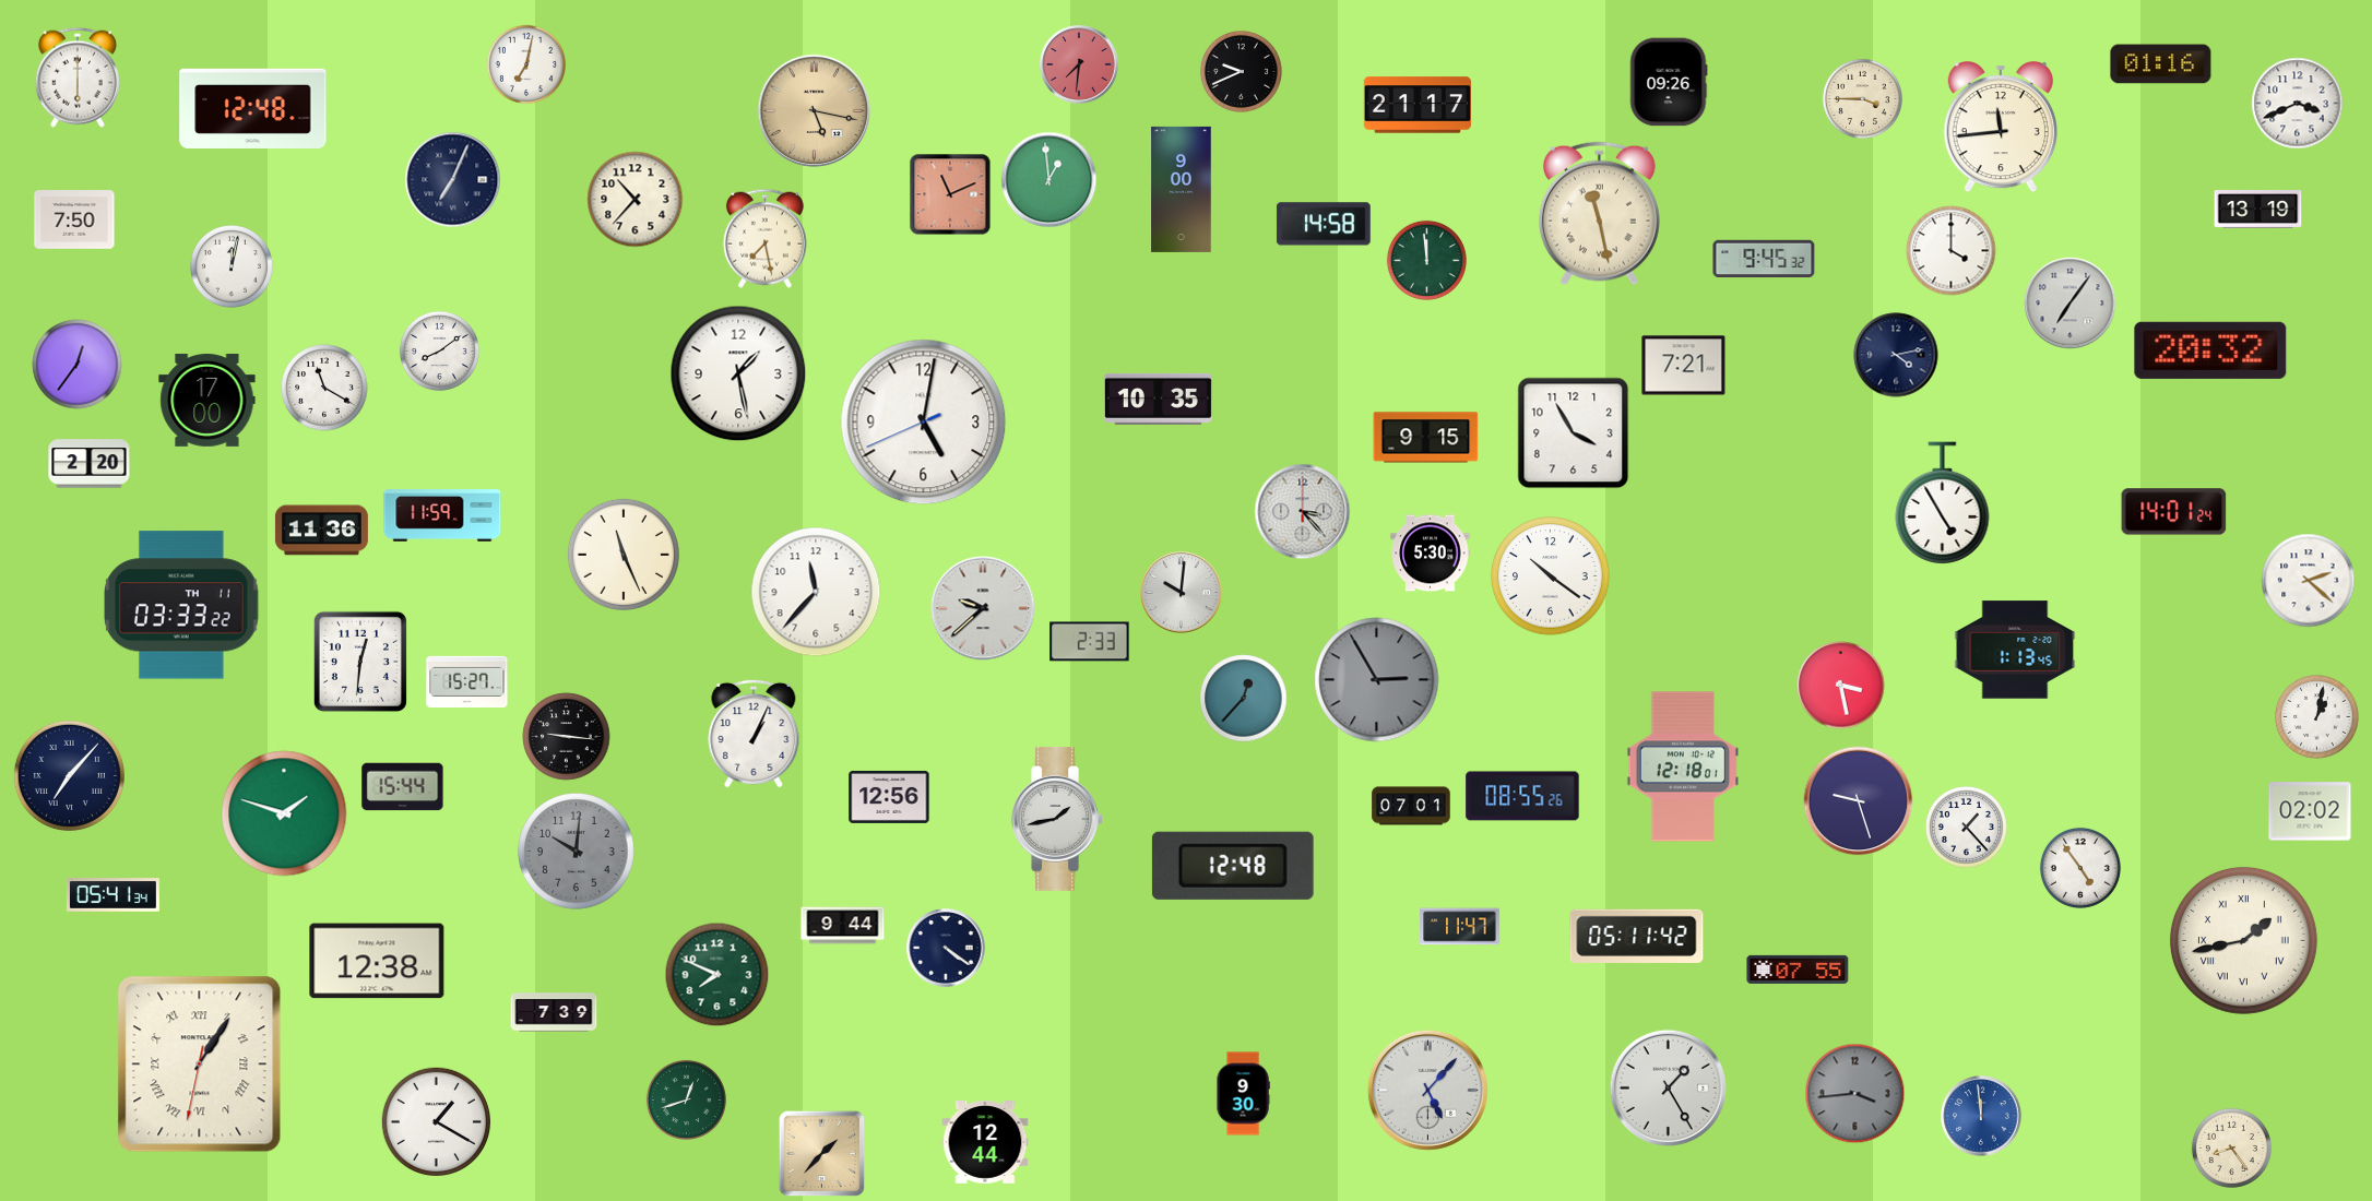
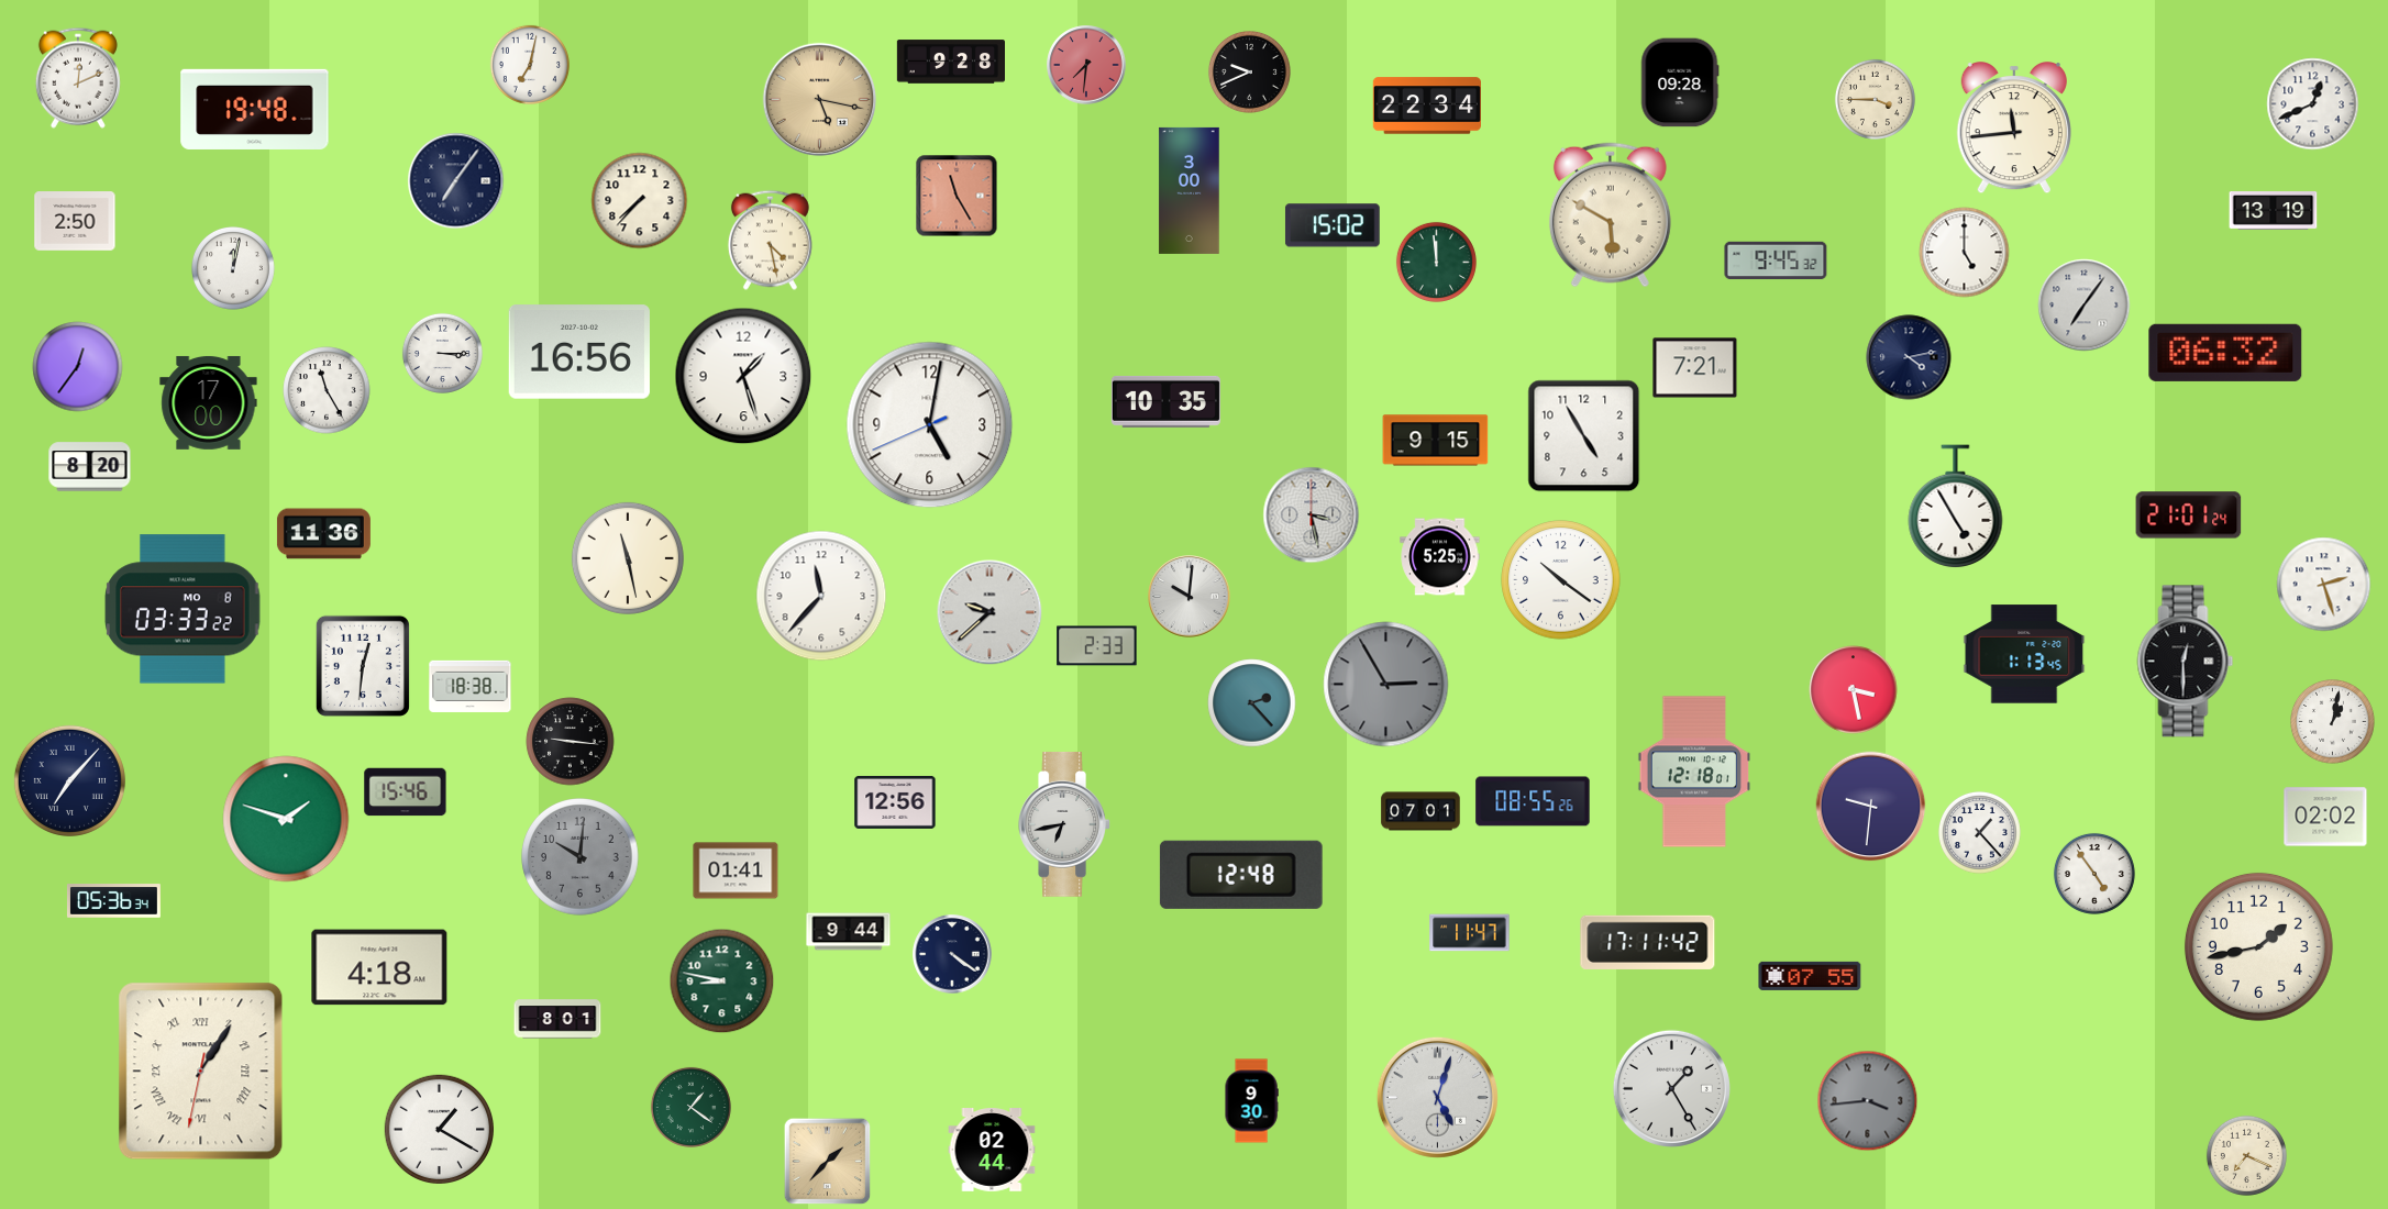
clock at (950, 62): none -> 9:28
clock at (2161, 64): 01:16 -> none
clock at (78, 78): 6:00 -> 12:11
clock at (1669, 82): 09:26 -> 09:28
clock at (2298, 104): 3:41 -> 12:41
clock at (1416, 105): 21:17 -> 22:34
clock at (253, 108): 12:48 -> 19:48
clock at (815, 111) position: (815, 111) -> (820, 100)
clock at (453, 180): 7:04 -> 7:06
clock at (1049, 180): 12:59 -> none
clock at (1182, 189): 9:00 -> 3:00
clock at (950, 194): 11:11 -> 11:25
clock at (636, 200): 10:37 -> 7:37
clock at (1599, 214): 11:28 -> 5:50
clock at (74, 219): 7:50 -> 2:50
clock at (1324, 224): 14:58 -> 15:02
clock at (764, 238): 7:28 -> 4:28
clock at (1952, 251): 4:00 -> 5:00
clock at (579, 352): none -> 16:56
clock at (439, 350): 8:09 -> 3:15
clock at (2210, 350): 20:32 -> 06:32
clock at (738, 373): 1:28 -> 1:27
clock at (324, 388): 11:20 -> 11:25
clock at (1574, 433): 3:55 -> 4:55
clock at (90, 464): 2:20 -> 8:20
clock at (1303, 512): 3:23 -> 3:28
clock at (2174, 512): 14:01 -> 21:01
clock at (442, 515): 11:59 -> none
clock at (1431, 554): 5:30 -> 5:25
clock at (624, 555): 11:26 -> 11:28
clock at (2309, 581): 2:22 -> 2:27
clock at (181, 605) date: TH 11 -> MO 8
clock at (2015, 650) position: (2015, 650) -> (2024, 654)
clock at (2186, 662): none -> 12:30
clock at (467, 681): 15:27 -> 18:38
clock at (1244, 699): 12:37 -> 2:23
clock at (754, 734): 1:04 -> none
clock at (403, 787): 15:44 -> 15:46
clock at (1859, 801): 9:27 -> 9:31
clock at (1057, 819): 1:43 -> 6:43
clock at (736, 870): none -> 01:41
clock at (1233, 866) position: (1233, 866) -> (1241, 875)
clock at (112, 895): 05:41 -> 05:36
clock at (1637, 936): 05:11 -> 17:11
clock at (2243, 940) numerals: Roman -> Arabic
clock at (377, 961): 12:38 -> 4:18
clock at (717, 975): 7:49 -> 8:47
clock at (554, 1012): 7:39 -> 8:01
clock at (1668, 1087) position: (1668, 1087) -> (1671, 1088)
clock at (1427, 1090): 5:07 -> 5:03
clock at (686, 1099): 12:42 -> 1:21
clock at (1981, 1116): 11:59 -> none
clock at (985, 1143): 12:44 -> 02:44
clock at (2231, 1148): 8:24 -> 7:19
